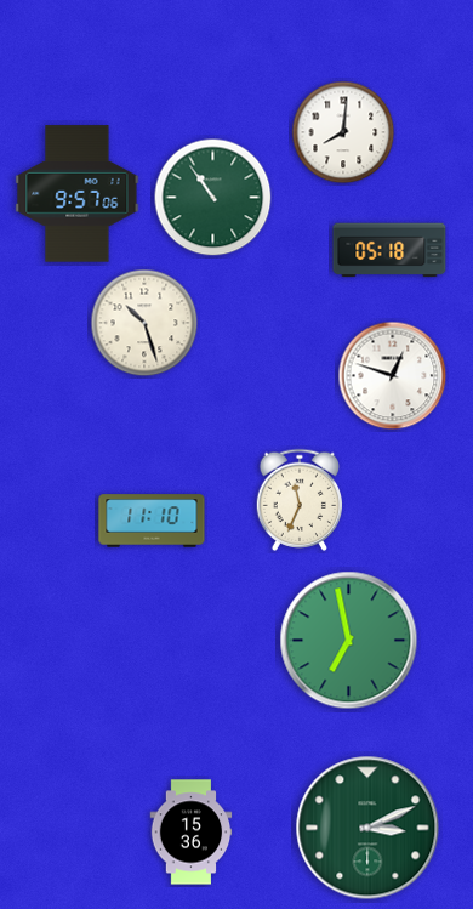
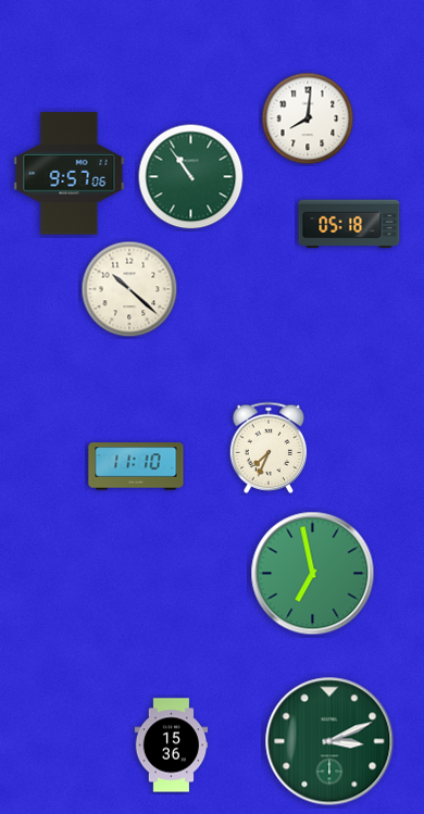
clock at (144, 323): 10:27 -> 10:22
clock at (393, 376): 12:48 -> none
clock at (298, 500): 11:34 -> 7:34
